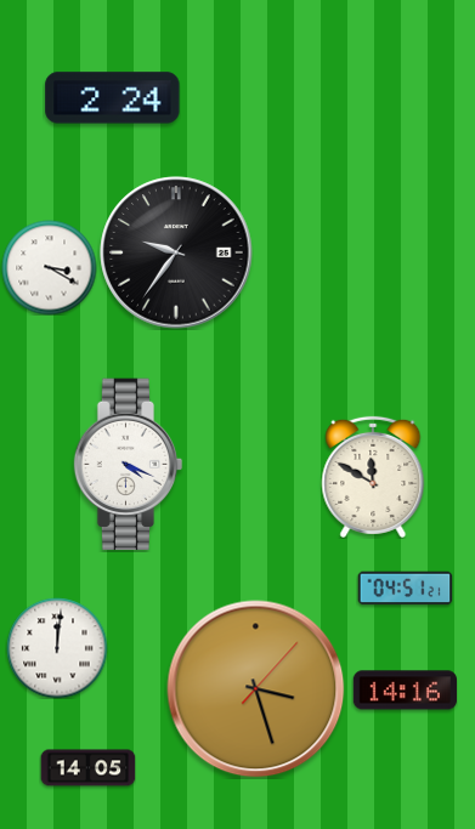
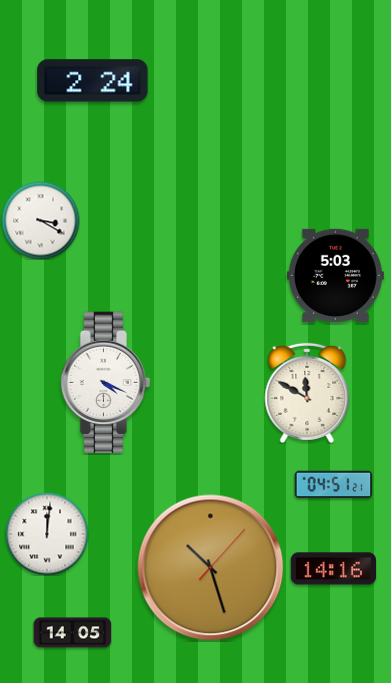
clock at (176, 252): 9:36 -> none
clock at (335, 275): none -> 5:03
clock at (256, 689): 3:27 -> 10:27
